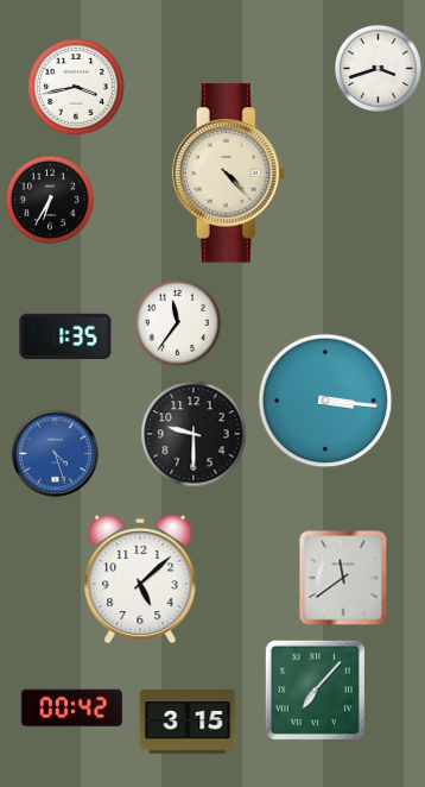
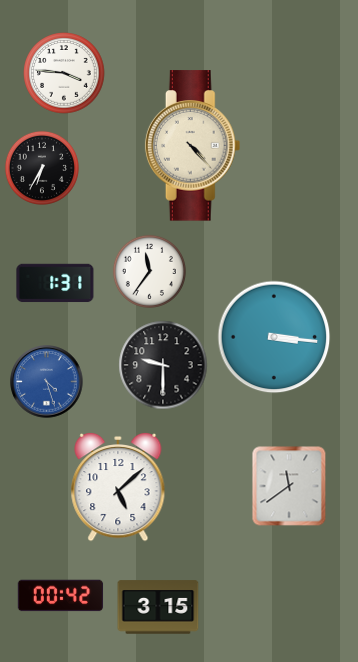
clock at (378, 68): 3:42 -> none
clock at (76, 87): 3:43 -> 3:46
clock at (65, 336): 1:35 -> 1:31
clock at (315, 690): 7:07 -> none
